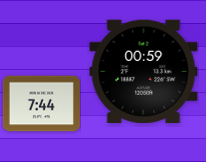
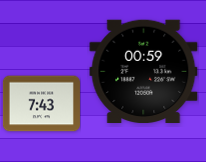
clock at (41, 104): 7:44 -> 7:43
